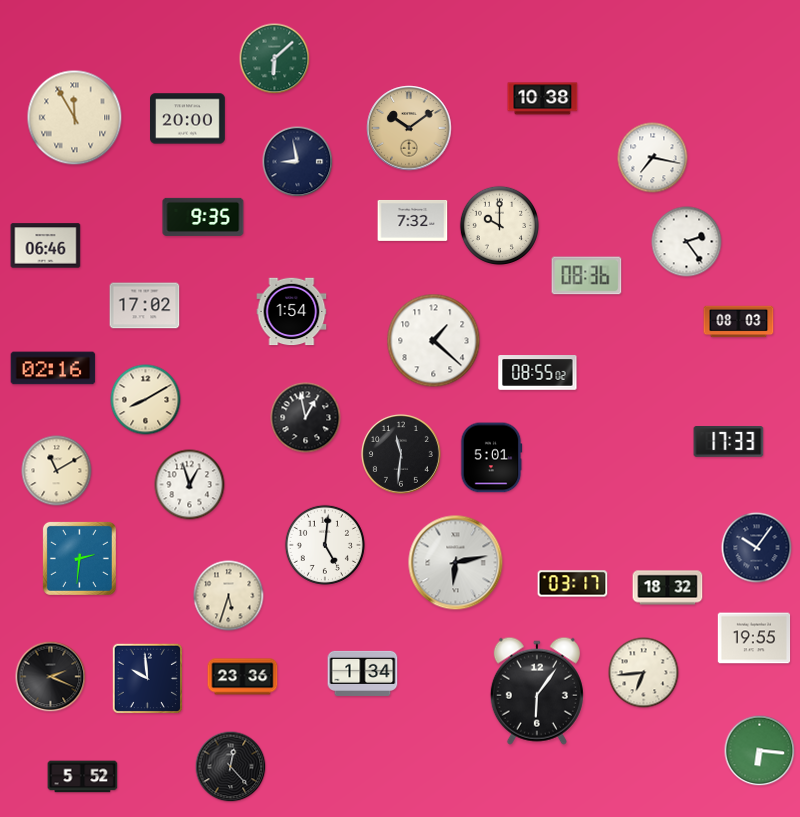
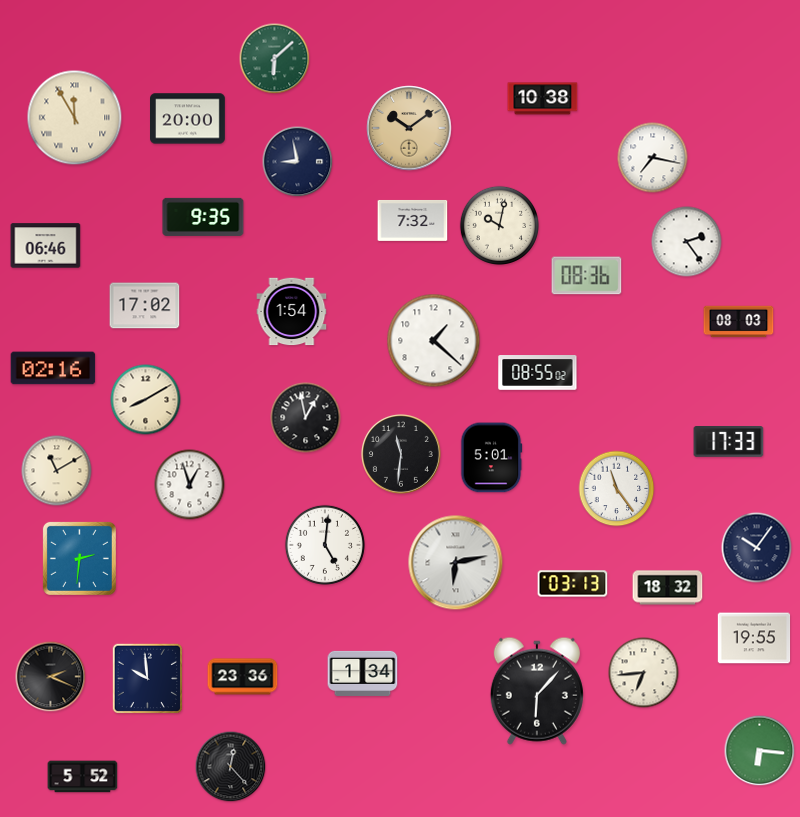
clock at (499, 225): 10:00 -> 10:02
clock at (617, 489): none -> 11:24
clock at (573, 584): 03:17 -> 03:13
clock at (229, 596): 5:33 -> none
clock at (537, 691): 6:06 -> 6:07
